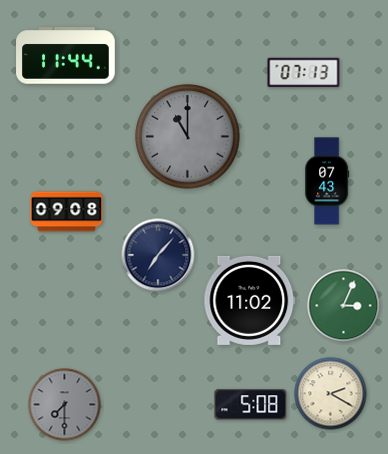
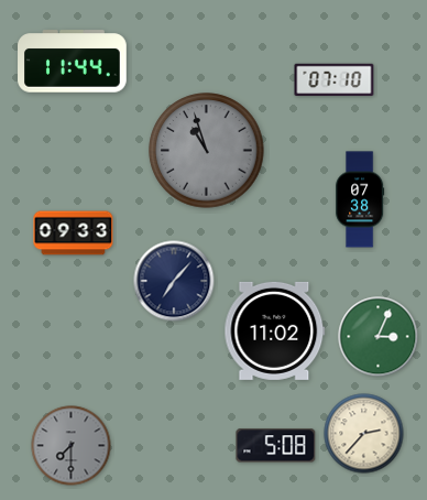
clock at (304, 73): 07:13 -> 07:10
clock at (188, 137): 11:00 -> 10:57
clock at (327, 181): 07:43 -> 07:38
clock at (67, 212): 09:08 -> 09:33
clock at (331, 394): 2:20 -> 2:37
